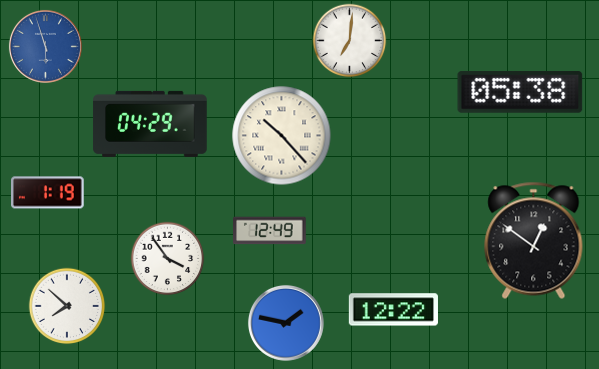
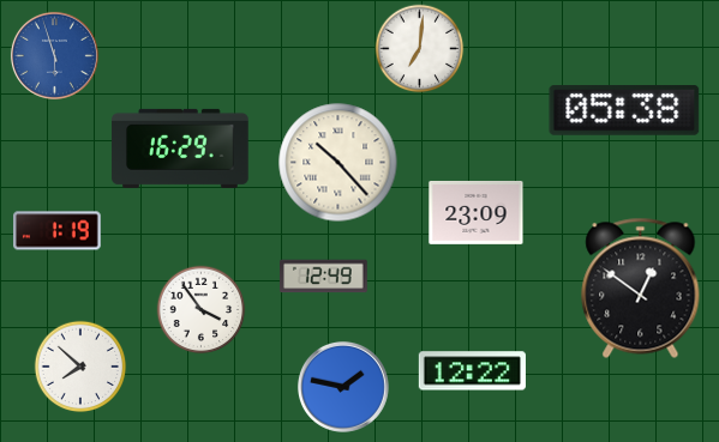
clock at (150, 124): 04:29 -> 16:29
clock at (477, 212): none -> 23:09
